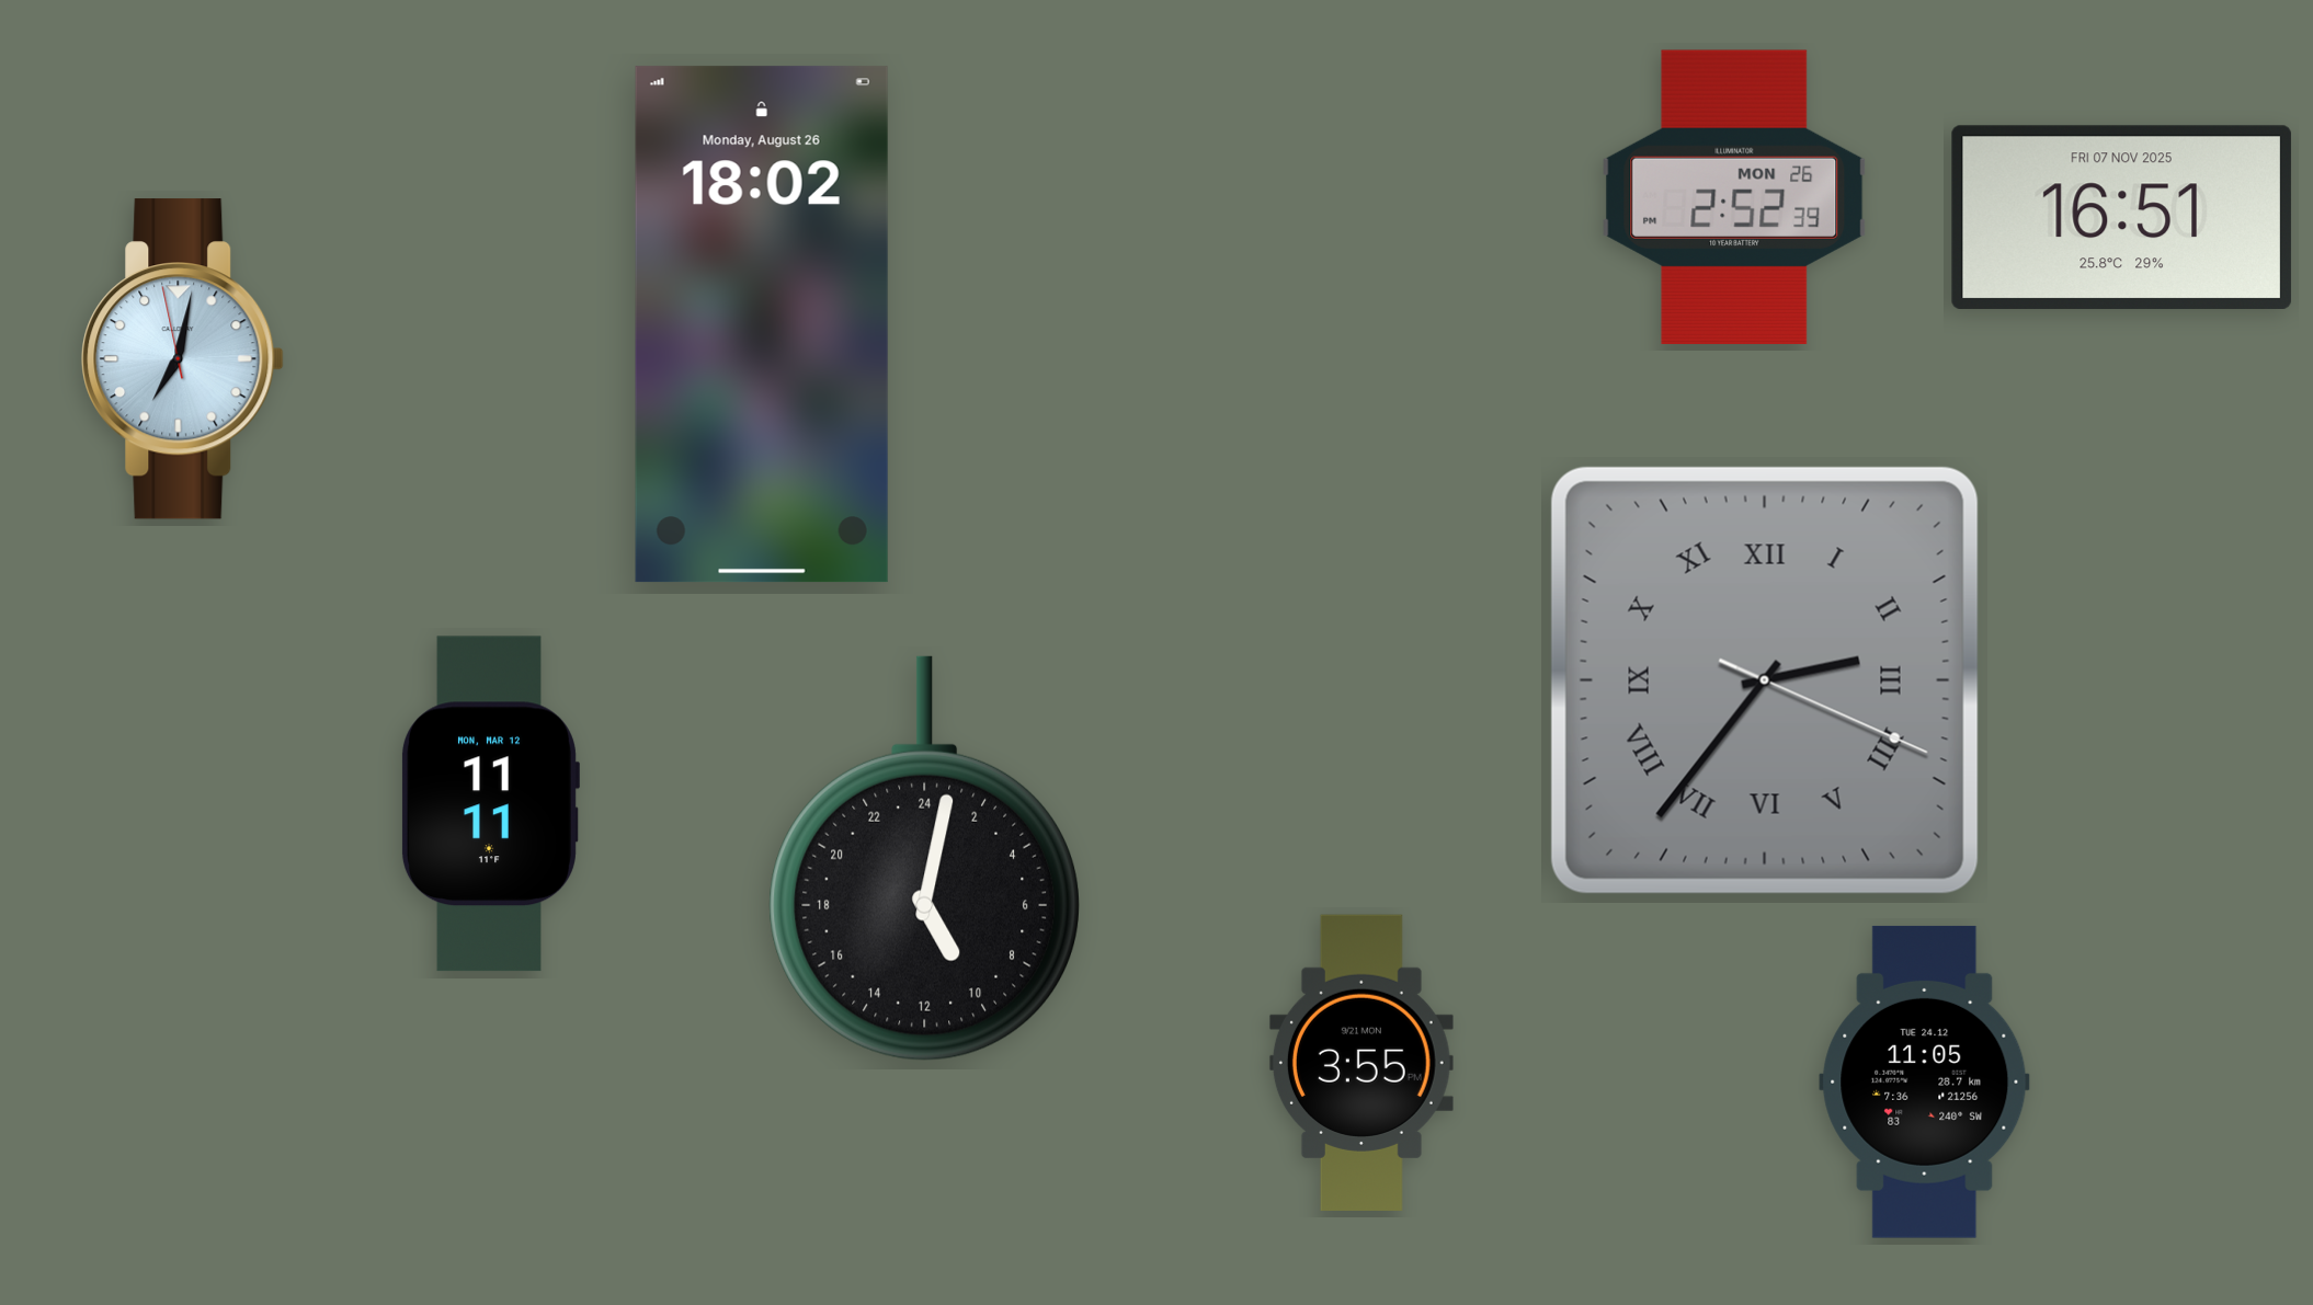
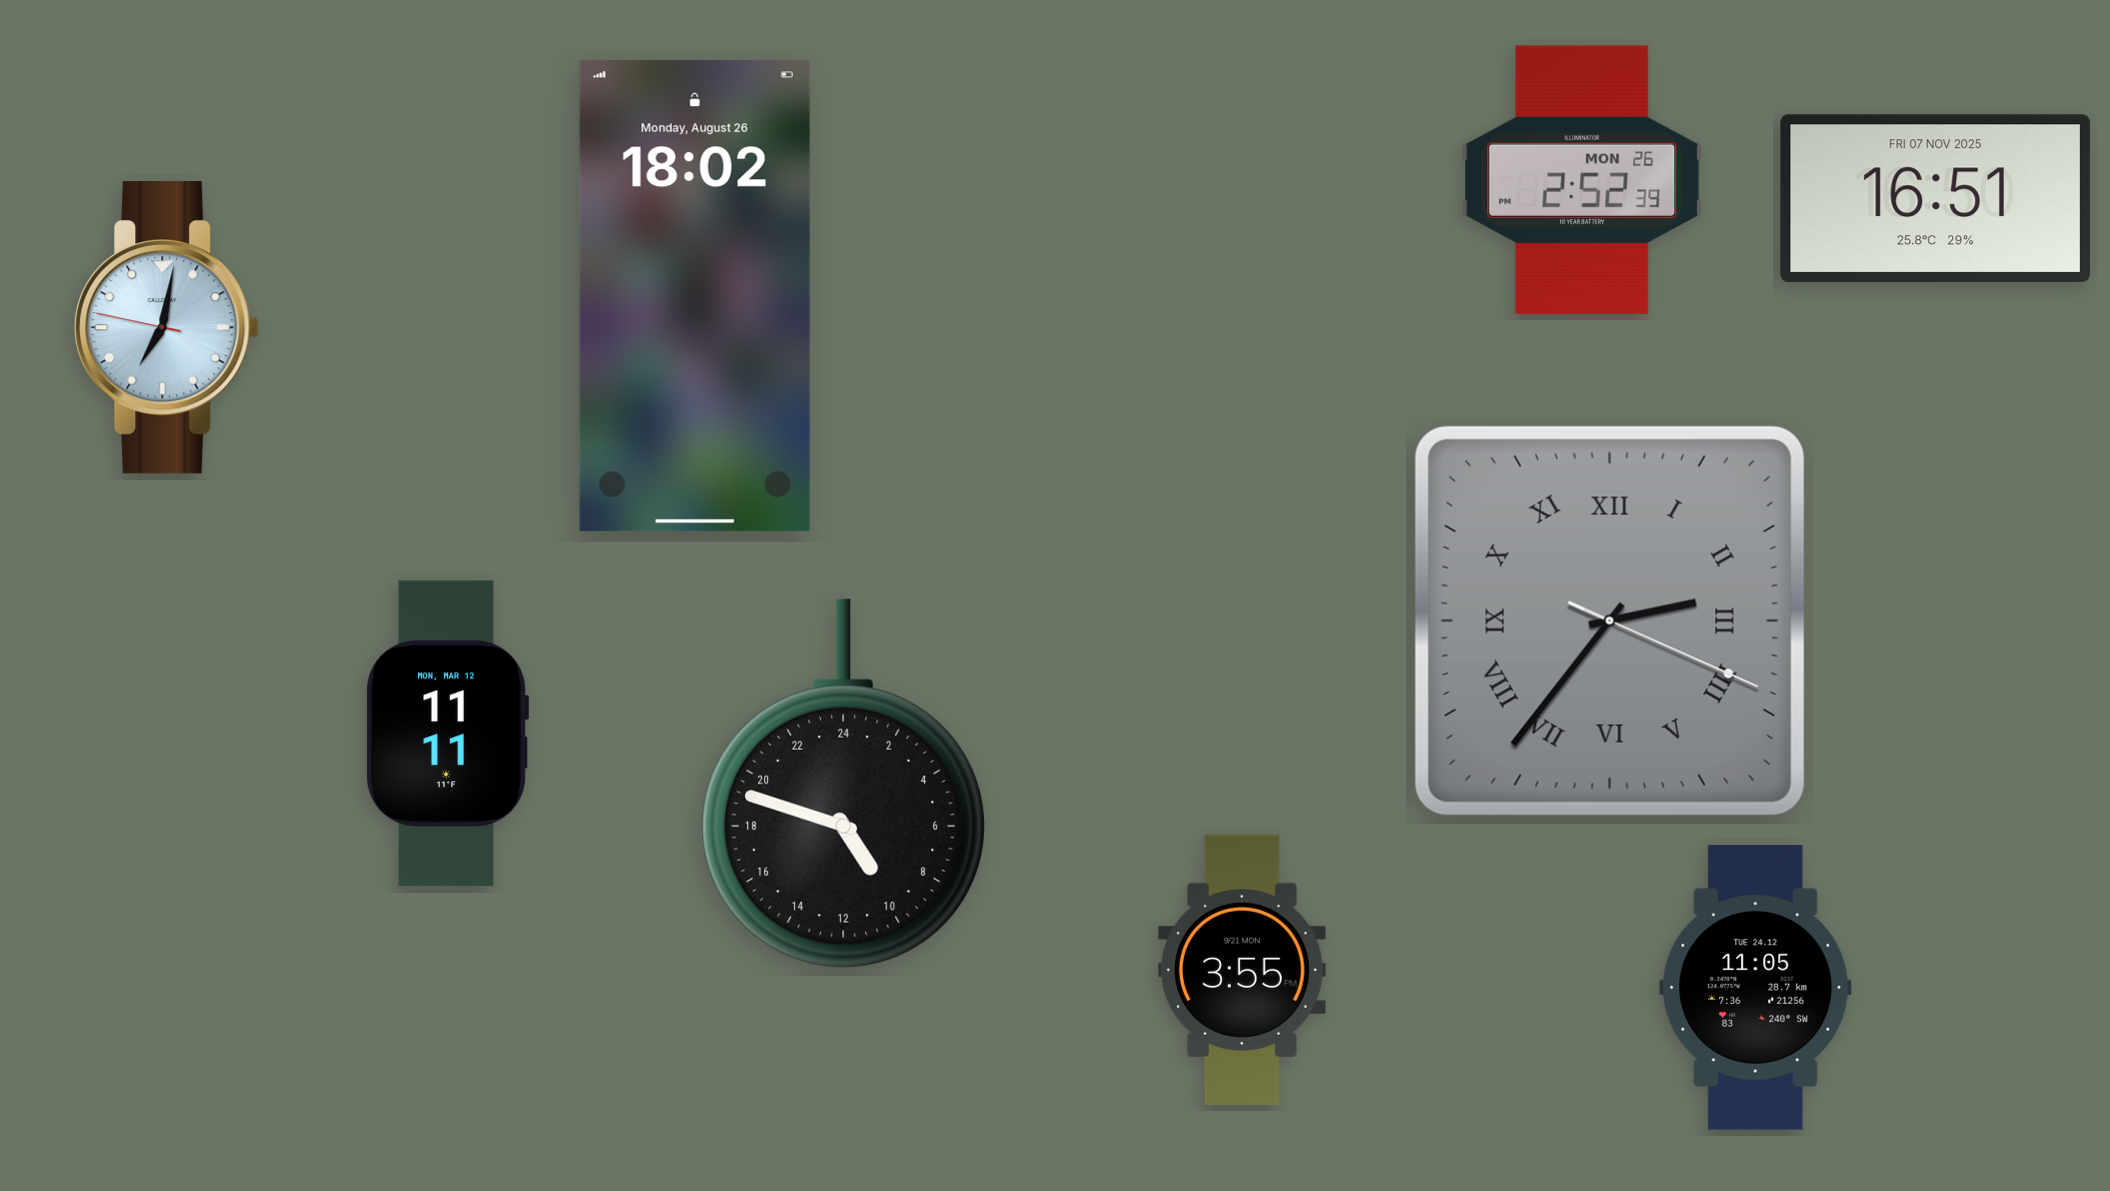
clock at (183, 359): 7:01:58 -> 7:01:47
clock at (924, 859): 10:02 -> 9:48
